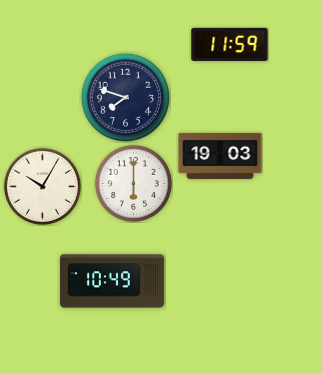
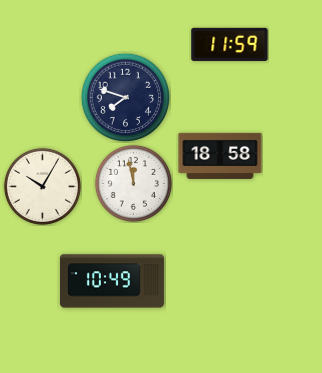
clock at (220, 156): 19:03 -> 18:58
clock at (133, 183): 6:00 -> 11:58
